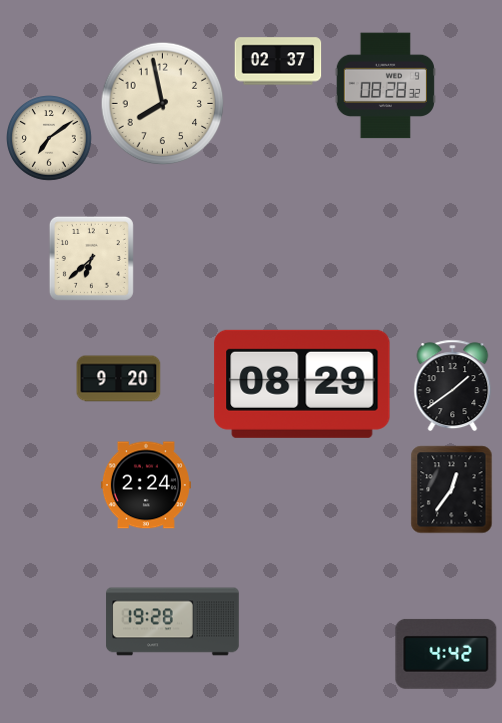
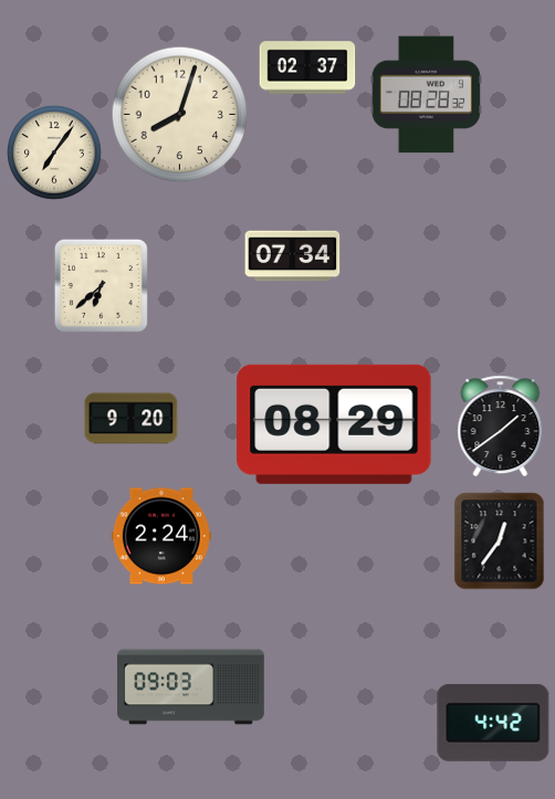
clock at (163, 104): 7:58 -> 8:03
clock at (50, 139): 7:09 -> 7:06
clock at (293, 256): none -> 07:34
clock at (173, 622): 19:28 -> 09:03
